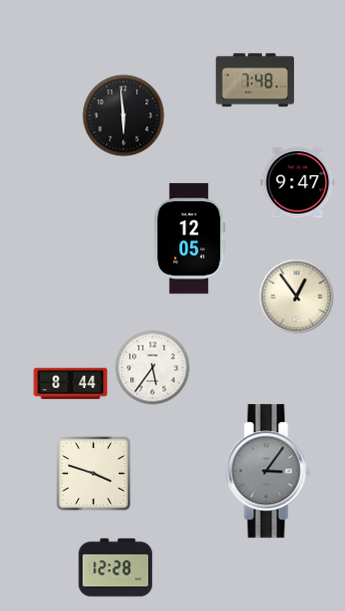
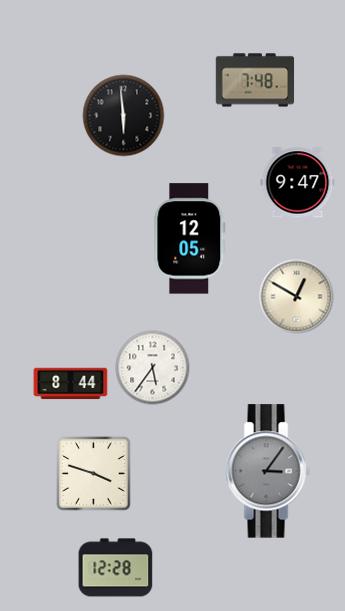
clock at (297, 297): 12:54 -> 12:50
